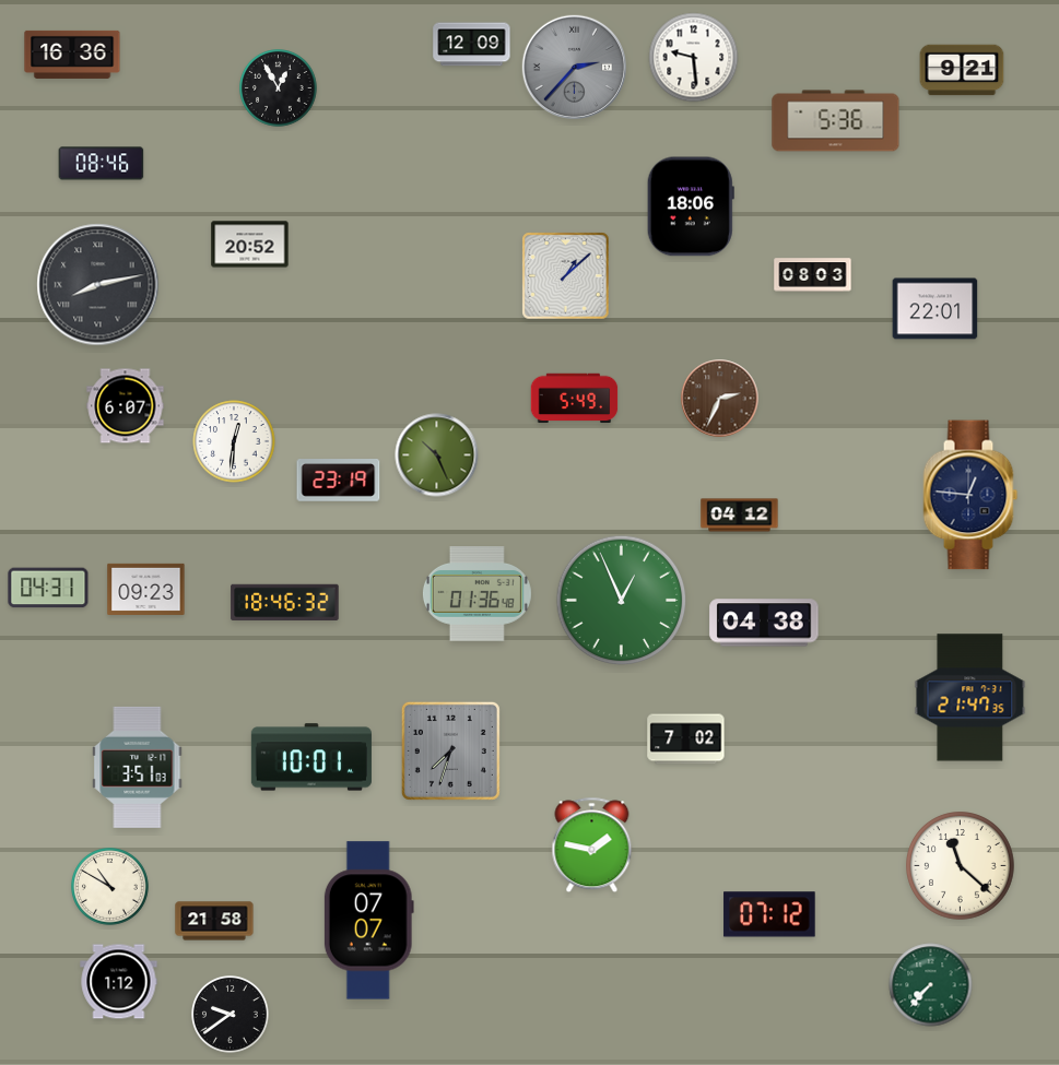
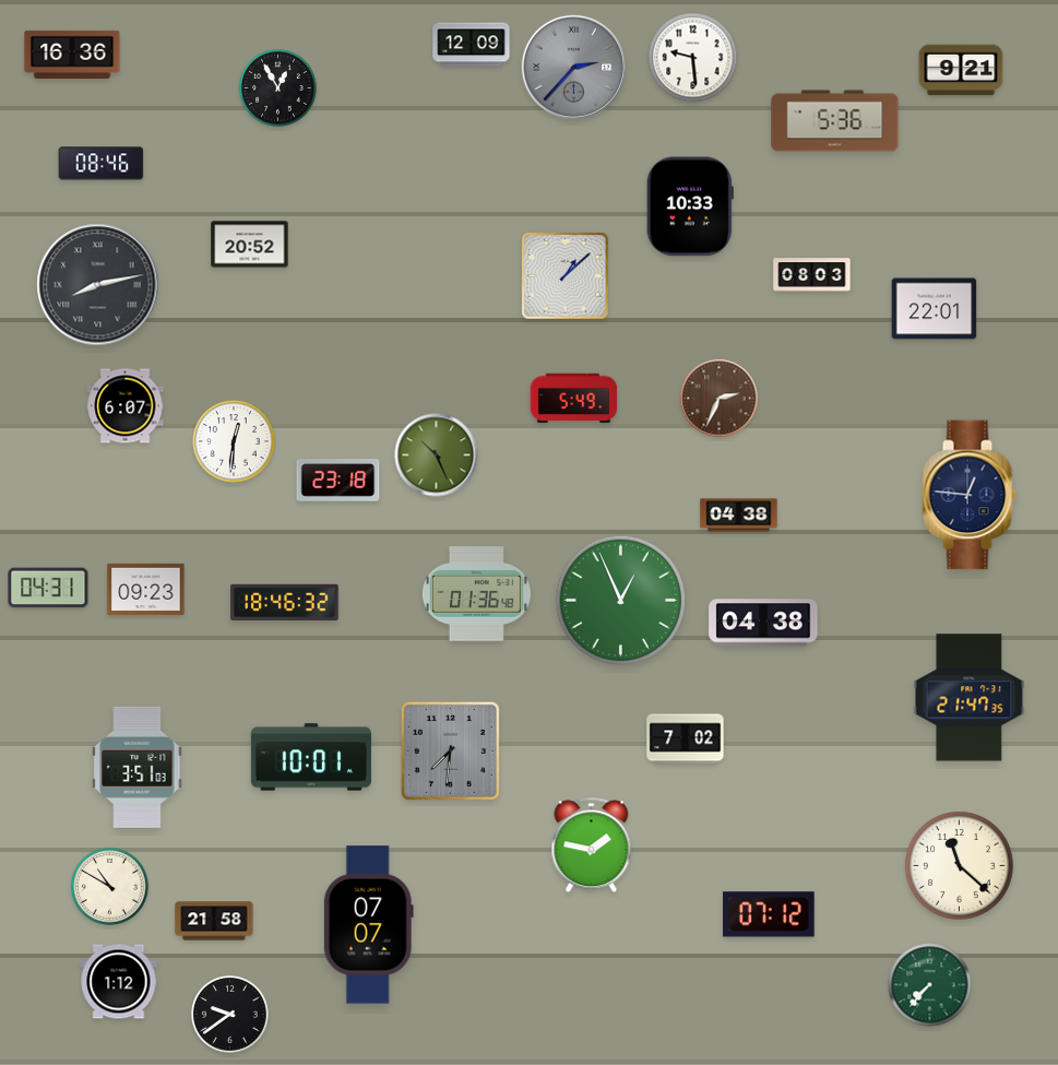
clock at (691, 206): 18:06 -> 10:33
clock at (339, 481): 23:19 -> 23:18
clock at (740, 516): 04:12 -> 04:38
clock at (450, 750): 7:33 -> 7:31
clock at (368, 921) position: (368, 921) -> (368, 925)
